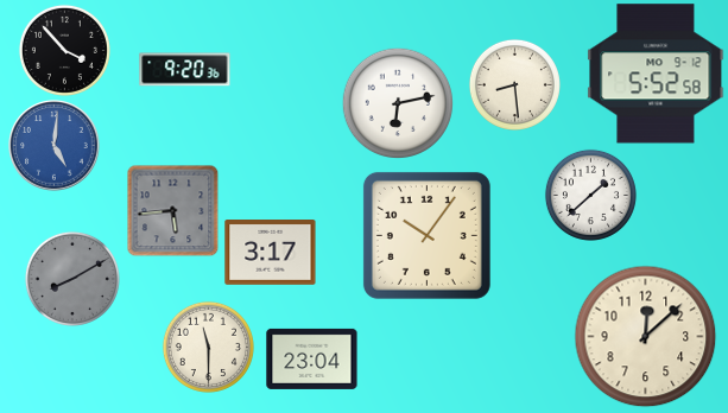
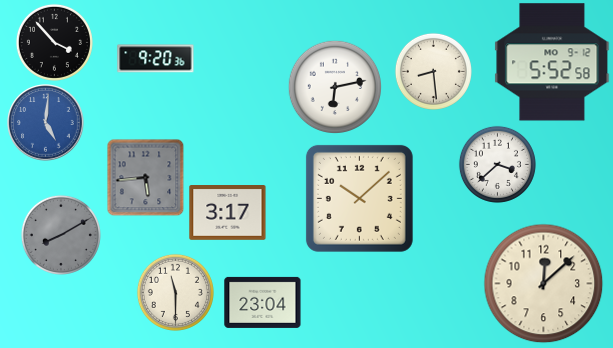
clock at (590, 195): 1:38 -> 3:38
clock at (426, 235): 10:06 -> 10:08
